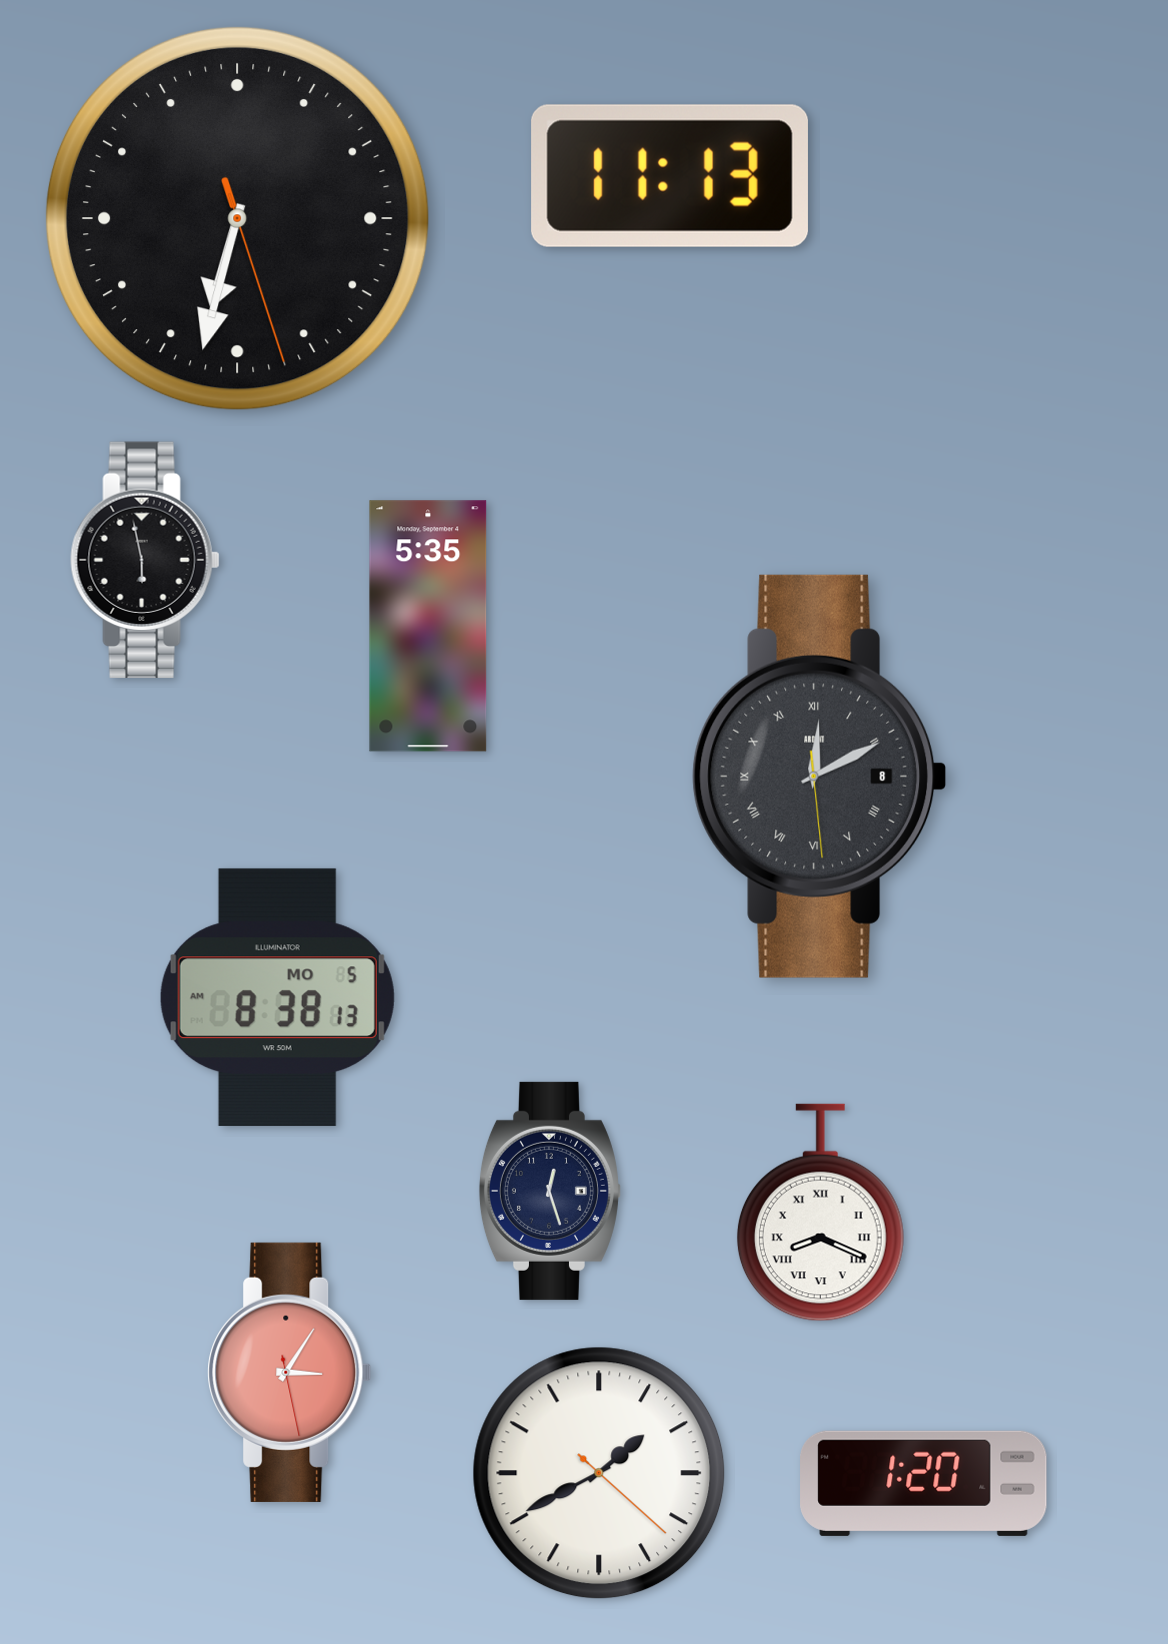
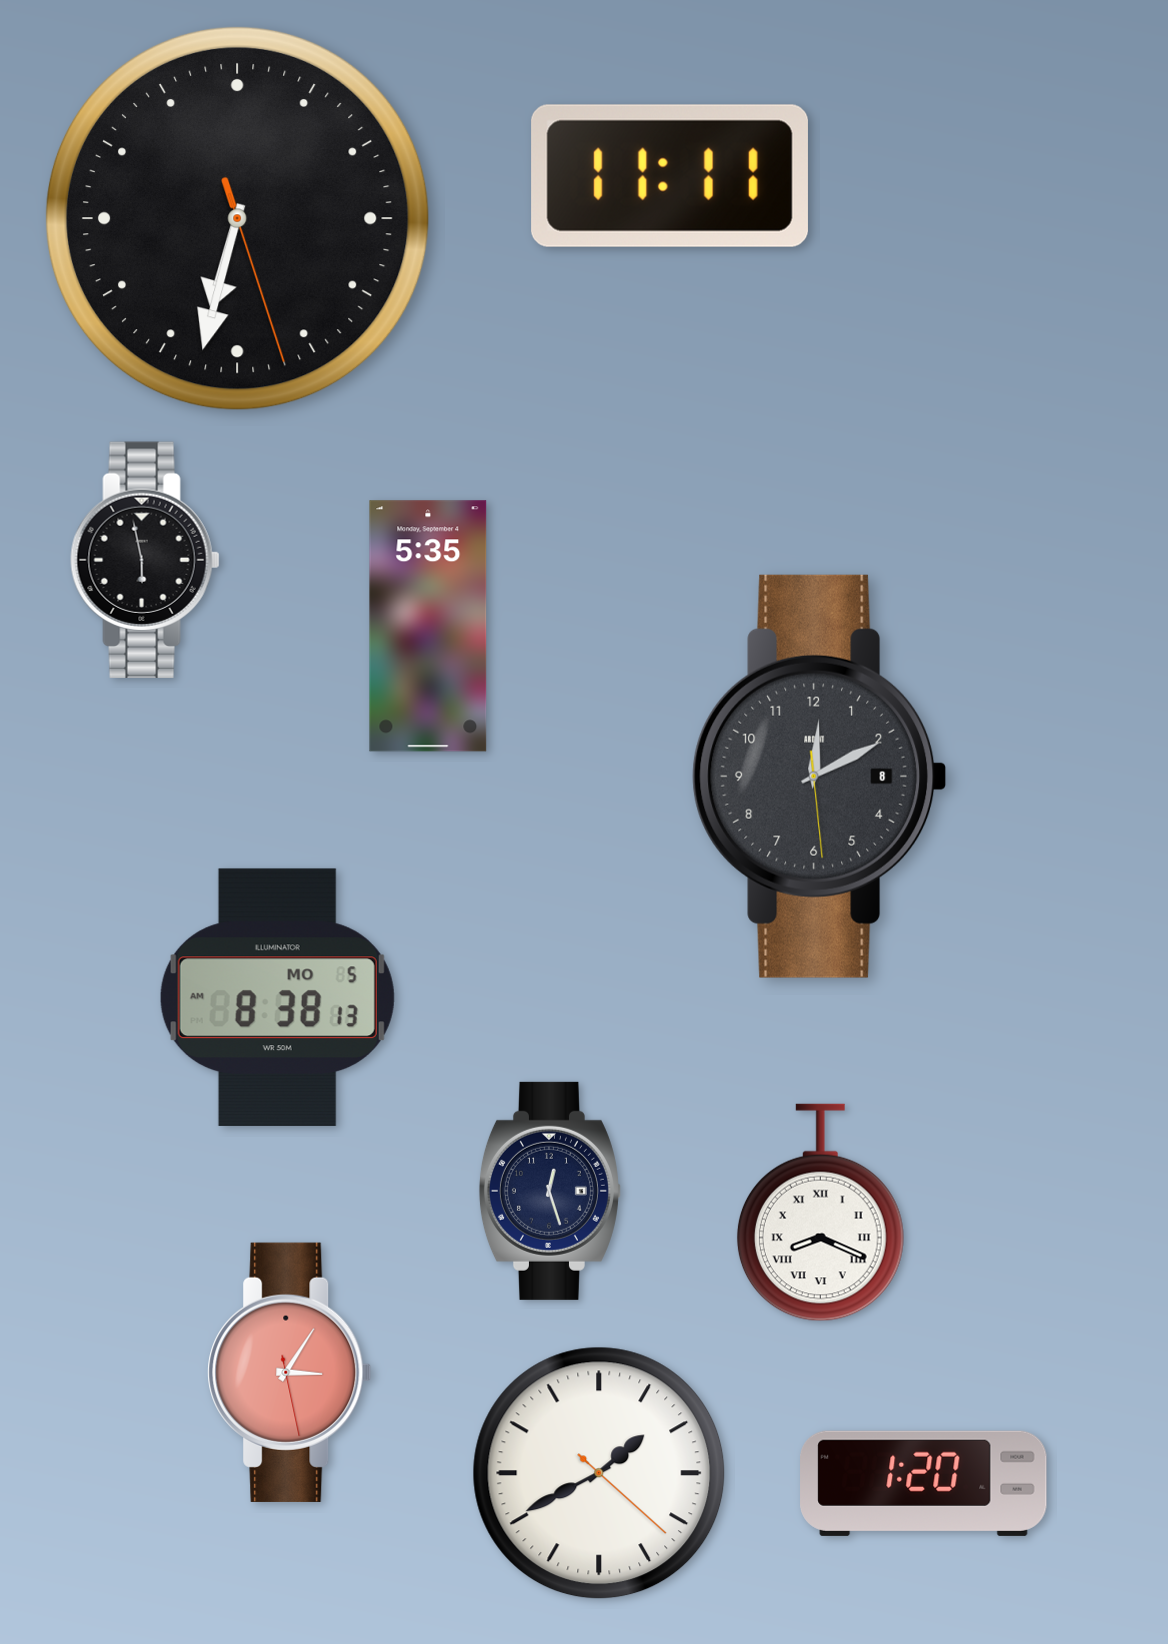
clock at (670, 176): 11:13 -> 11:11
clock at (820, 776) numerals: Roman -> Arabic
